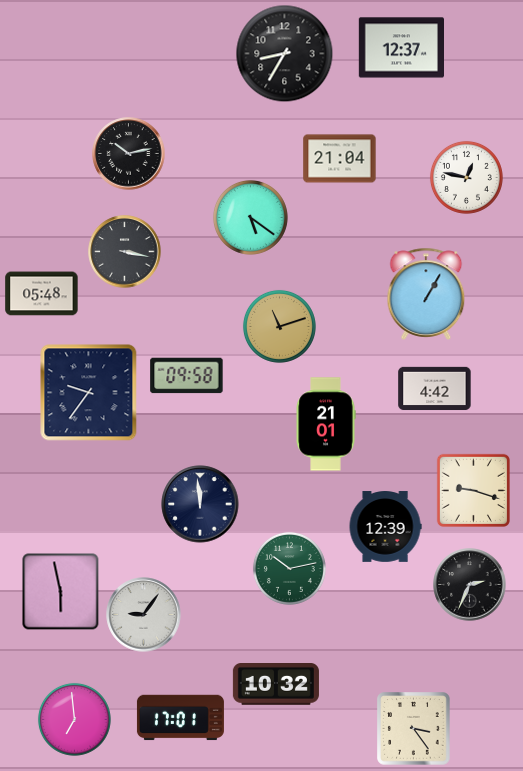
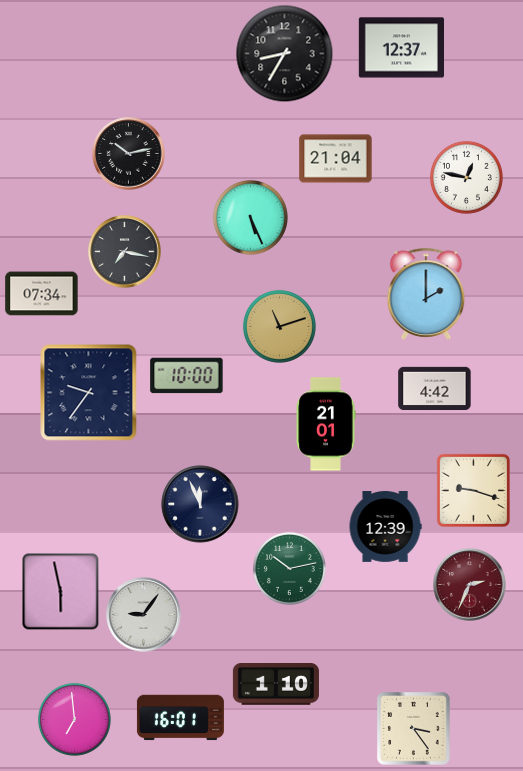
clock at (340, 159) position: (340, 159) -> (336, 159)
clock at (250, 217): 5:21 -> 5:26
clock at (125, 252): 3:17 -> 7:17
clock at (42, 294): 05:48 -> 07:34
clock at (426, 294): 1:05 -> 2:00
clock at (187, 376): 09:58 -> 10:00
clock at (200, 504): 11:59 -> 11:56
clock at (470, 585) dial: black -> burgundy
clock at (276, 685): 10:32 -> 1:10
clock at (180, 718): 17:01 -> 16:01
